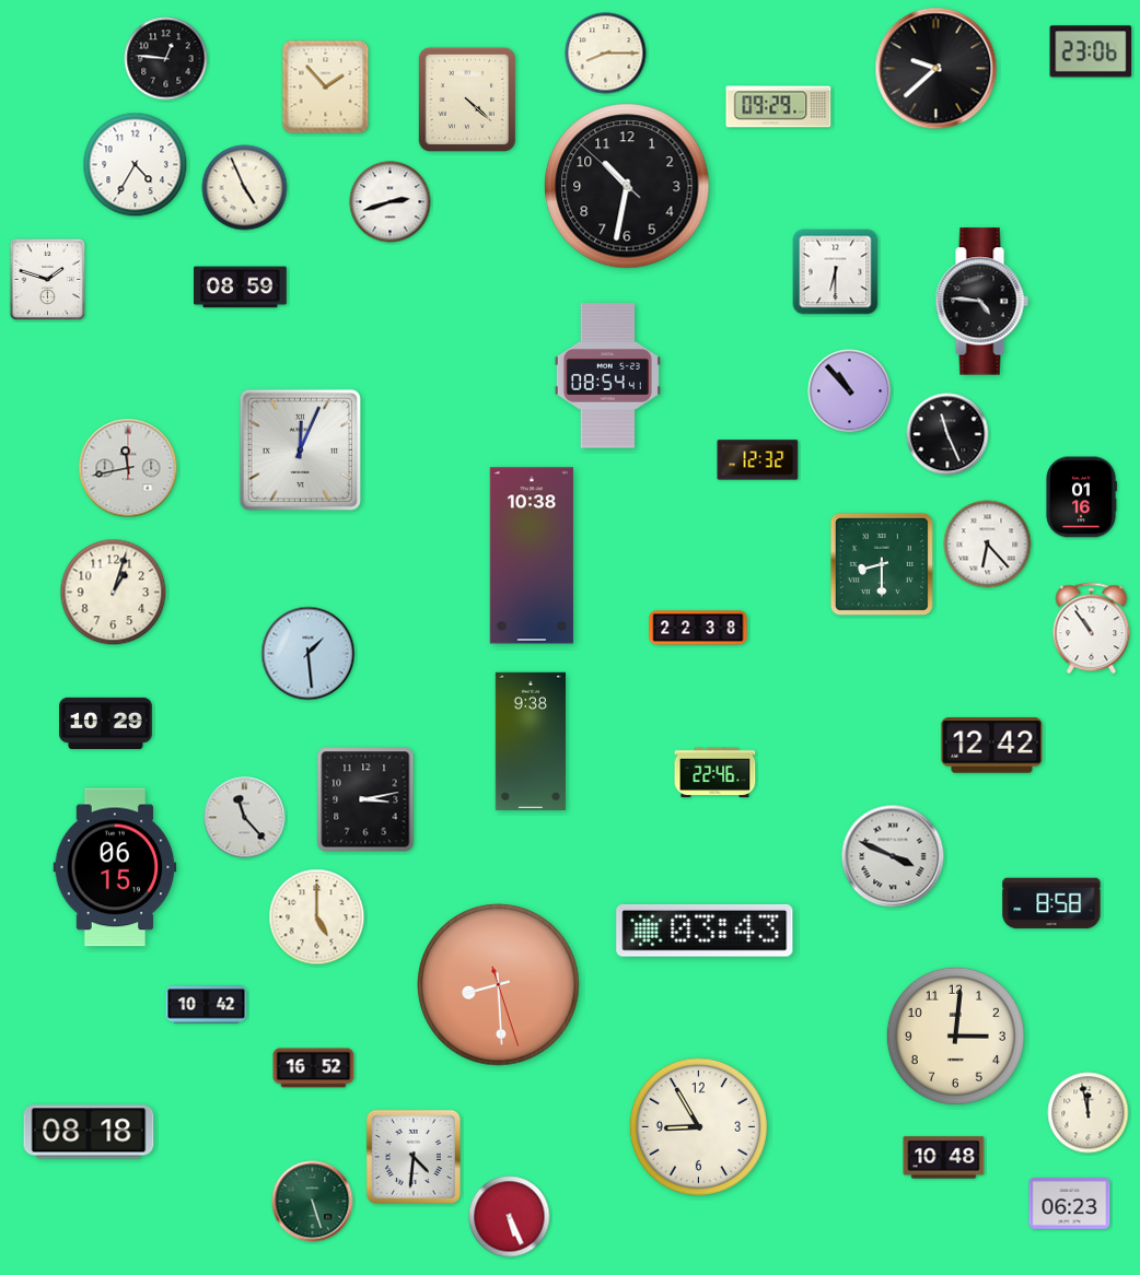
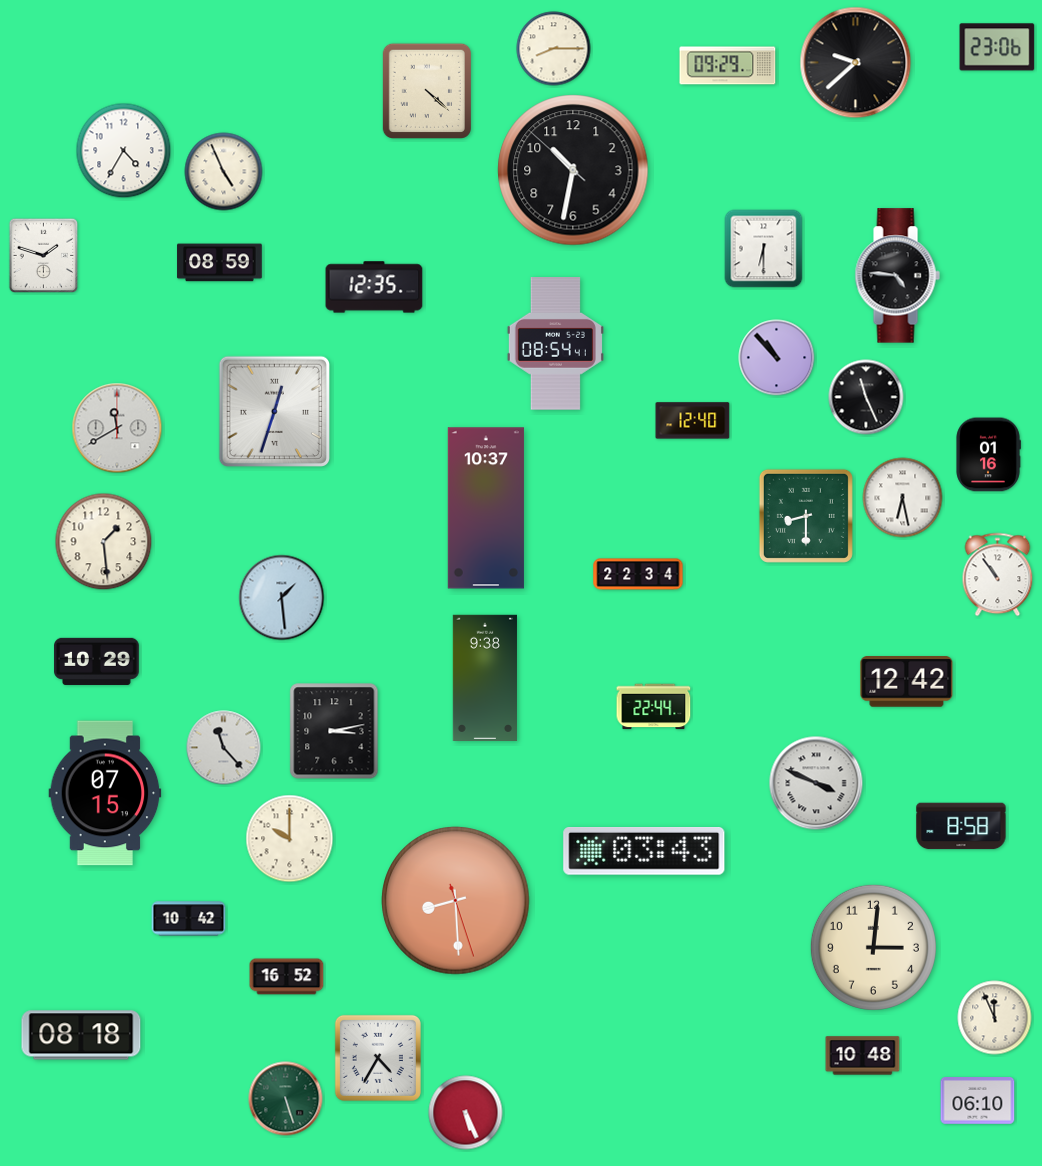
clock at (166, 59): 12:46 -> none
clock at (326, 87): 1:53 -> none
clock at (779, 107) position: (779, 107) -> (728, 66)
clock at (391, 202): 2:42 -> none
clock at (374, 287): none -> 12:35
clock at (300, 449): 12:04 -> 12:33
clock at (758, 460): 12:32 -> 12:40
clock at (128, 468): 11:43 -> 11:40
clock at (988, 545): 6:23 -> 6:28
clock at (532, 555): 10:38 -> 10:37
clock at (114, 593): 1:03 -> 1:29
clock at (698, 628): 22:38 -> 22:34
clock at (716, 773): 22:46 -> 22:44
clock at (115, 867): 06:15 -> 07:15
clock at (317, 917): 5:00 -> 10:00
clock at (1089, 1113): 11:58 -> 11:56
clock at (698, 1126): 8:55 -> none
clock at (414, 1157): 4:31 -> 4:35
clock at (944, 1158) position: (944, 1158) -> (863, 1056)
clock at (1070, 1204): 06:23 -> 06:10
